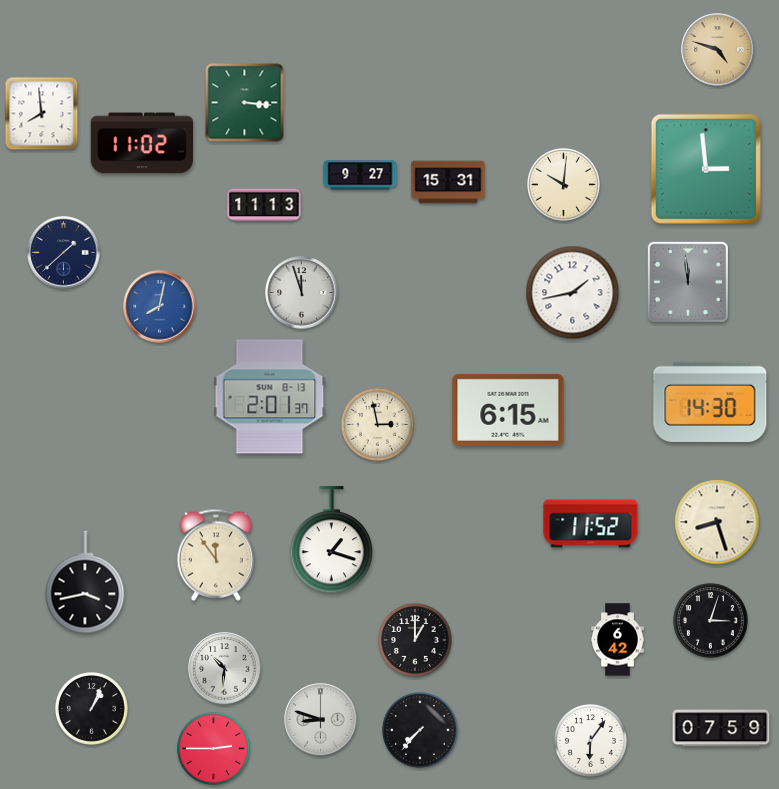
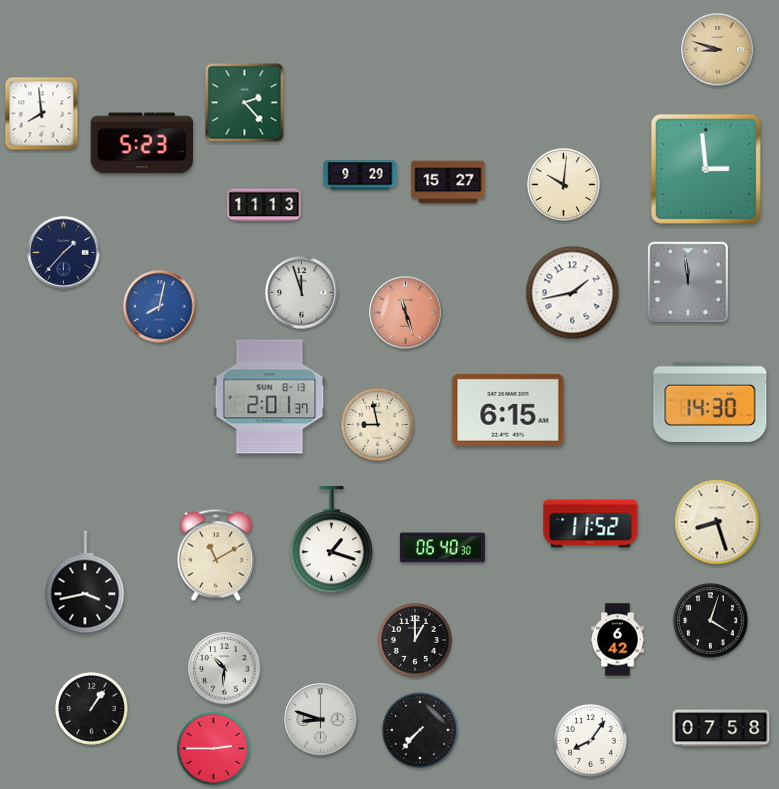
clock at (718, 50): 4:48 -> 8:48
clock at (245, 103): 3:16 -> 2:23
clock at (141, 143): 11:02 -> 5:23
clock at (360, 175): 9:27 -> 9:29
clock at (448, 182): 15:31 -> 15:27
clock at (64, 253): 1:38 -> 1:37
clock at (406, 313): none -> 11:27
clock at (378, 425): 2:58 -> 8:58
clock at (442, 548): none -> 06:40
clock at (216, 555): 11:54 -> 11:10
clock at (711, 621): 3:03 -> 4:03
clock at (92, 709): 1:04 -> 1:06
clock at (721, 728): 07:59 -> 07:58
clock at (591, 741): 6:06 -> 8:06
